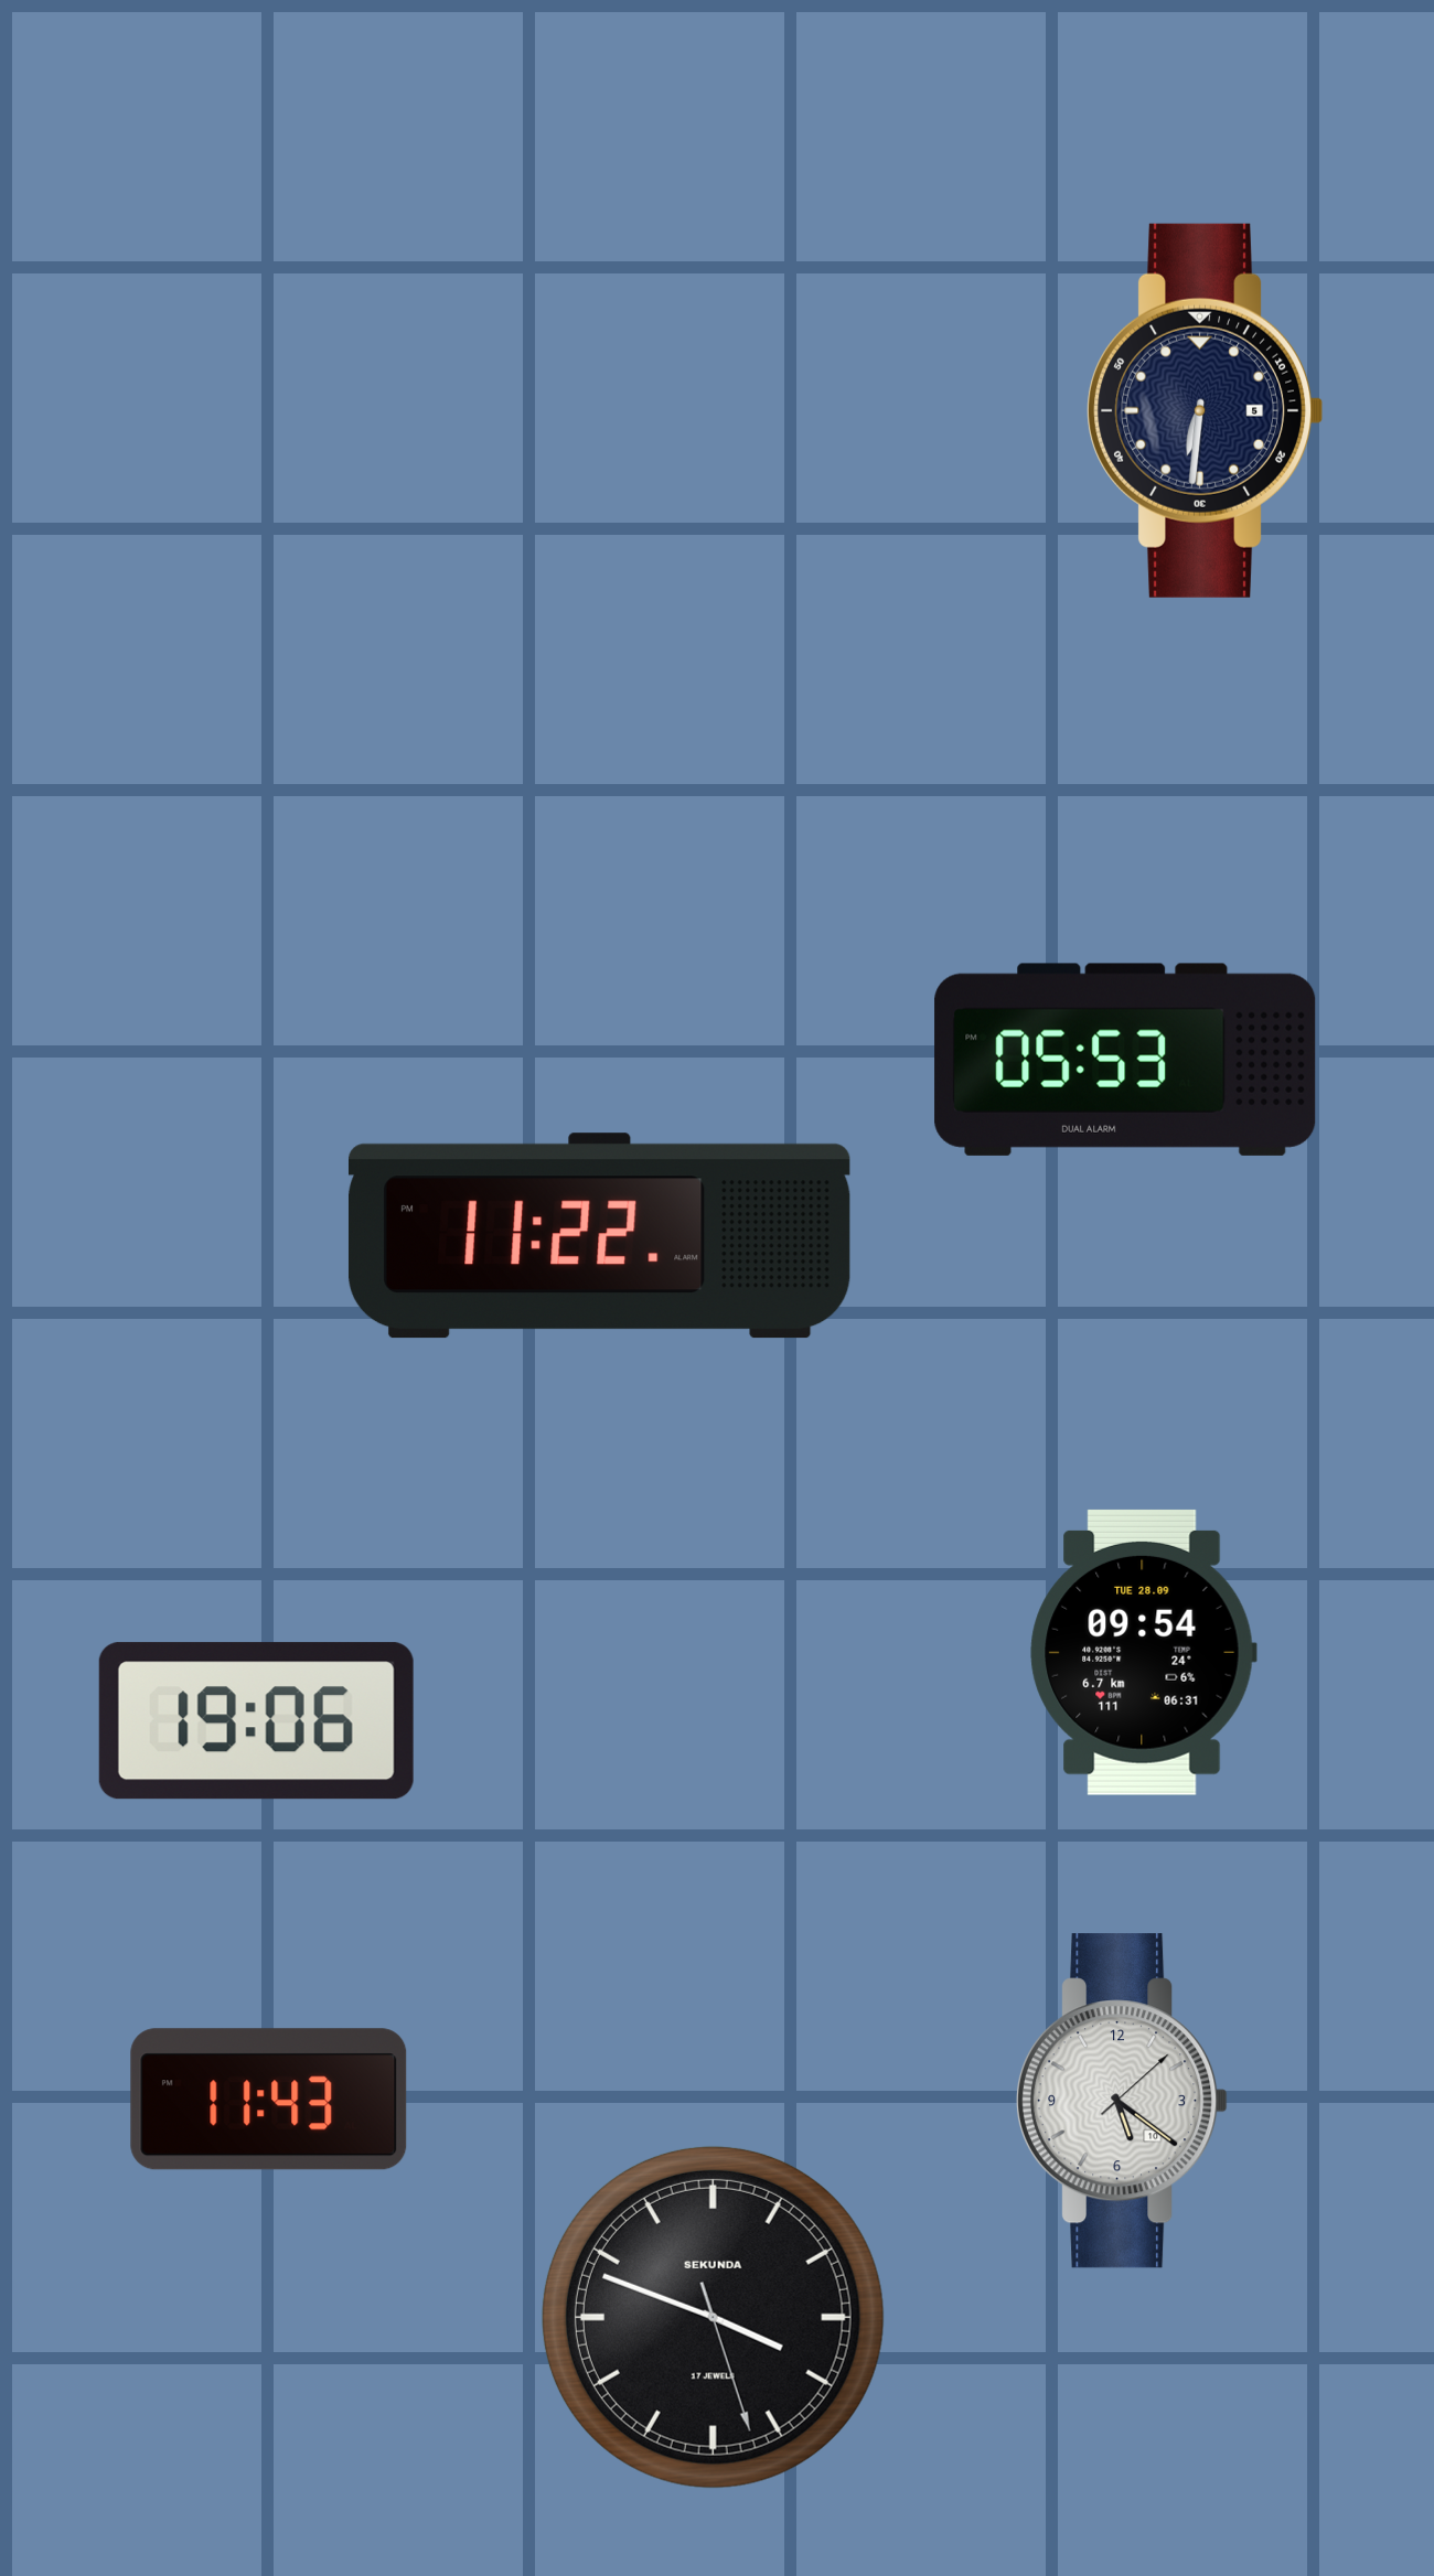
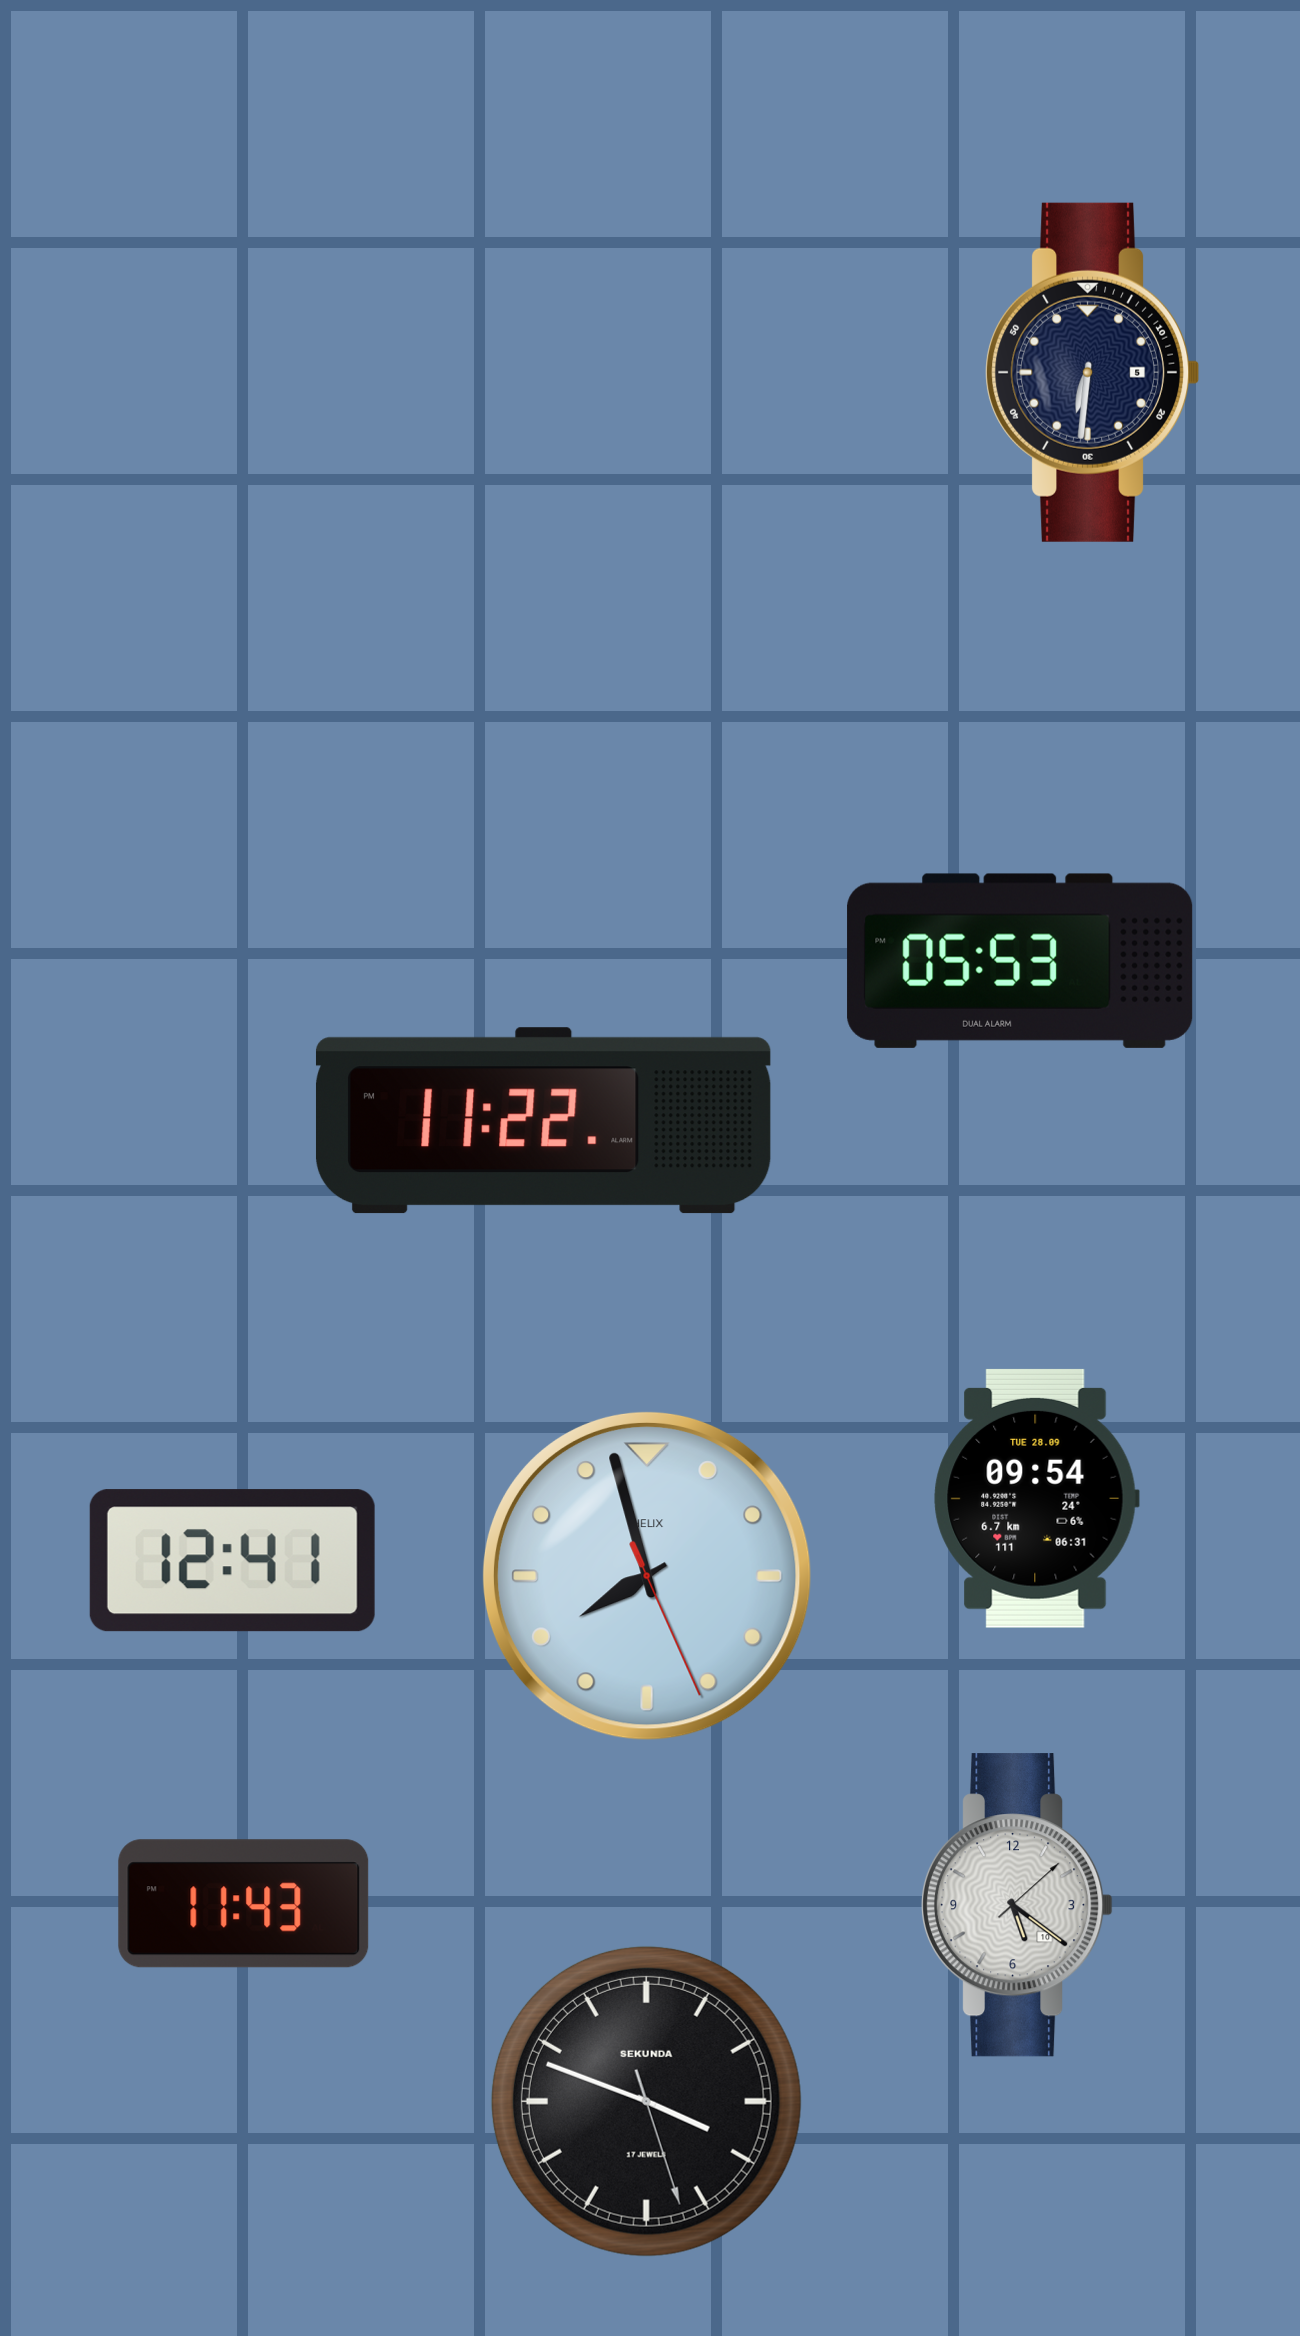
clock at (256, 1721): 19:06 -> 12:41
clock at (647, 1576): none -> 7:57
